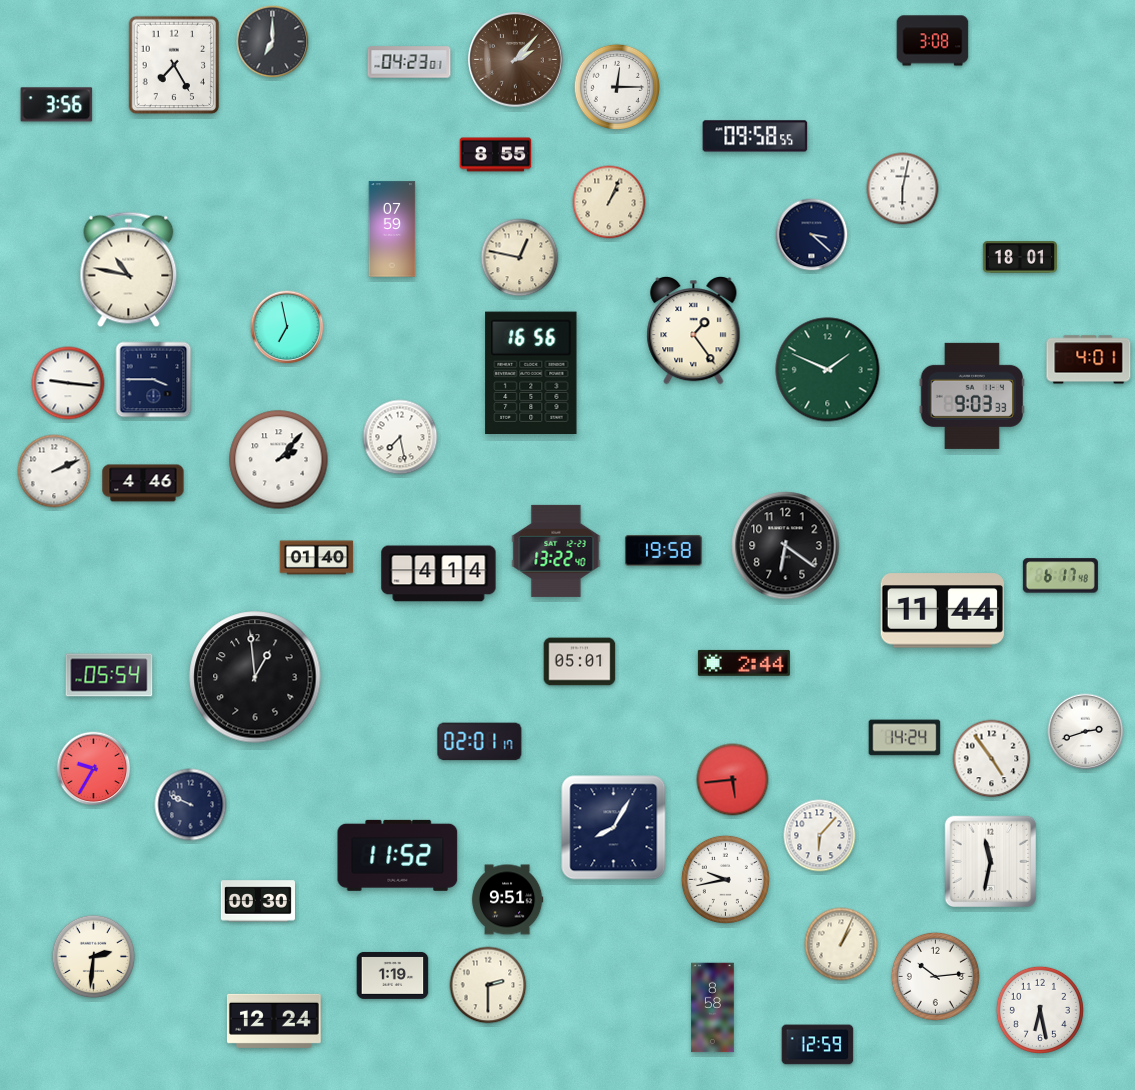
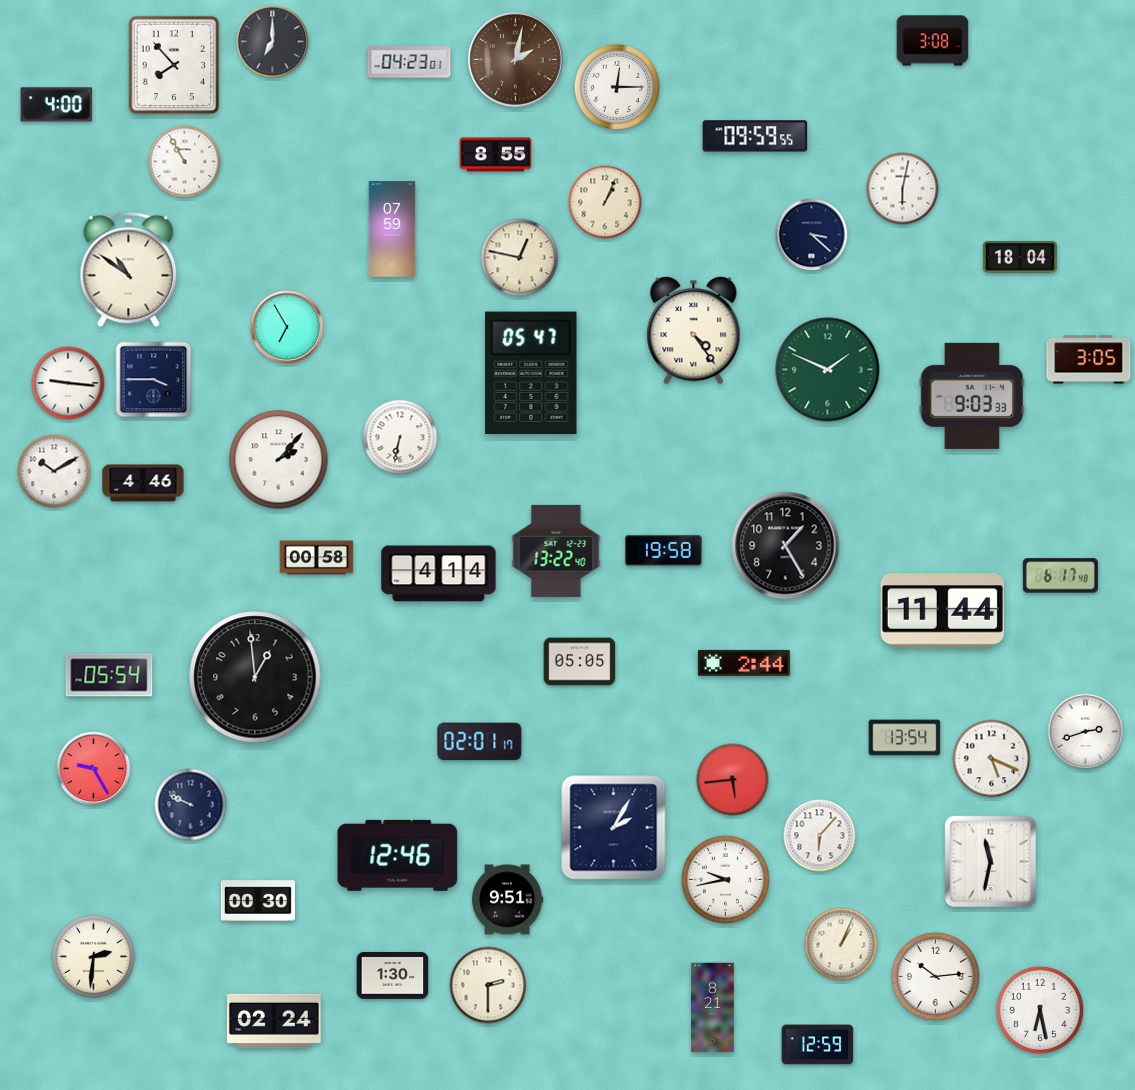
clock at (516, 60): 2:07 -> 2:02
clock at (174, 65): 7:25 -> 7:53
clock at (57, 105): 3:56 -> 4:00
clock at (755, 136): 09:58 -> 09:59
clock at (185, 162): none -> 10:55
clock at (609, 202) position: (609, 202) -> (605, 202)
clock at (1019, 257): 18:01 -> 18:04
clock at (129, 270): 10:47 -> 10:51
clock at (287, 327): 6:58 -> 6:55
clock at (694, 330): 1:24 -> 4:24
clock at (1089, 360): 4:01 -> 3:05
clock at (531, 372): 16:56 -> 05:47
clock at (400, 437): 7:28 -> 6:32
clock at (54, 471): 2:11 -> 10:10
clock at (786, 546): 6:21 -> 1:25
clock at (317, 558): 01:40 -> 00:58
clock at (580, 662): 05:01 -> 05:05
clock at (905, 738): 14:24 -> 13:54
clock at (992, 759): 4:54 -> 5:19
clock at (94, 769): 9:35 -> 9:25
clock at (614, 828): 8:05 -> 2:05
clock at (398, 855): 11:52 -> 12:46
clock at (393, 975): 1:19 -> 1:30
clock at (713, 1008): 8:58 -> 8:21
clock at (274, 1021): 12:24 -> 02:24
